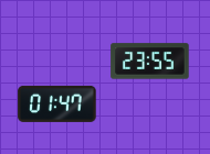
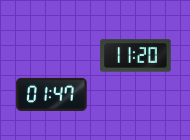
clock at (150, 62): 23:55 -> 11:20
